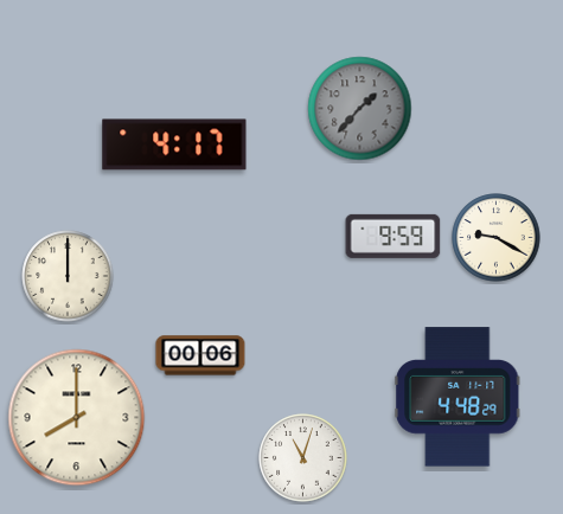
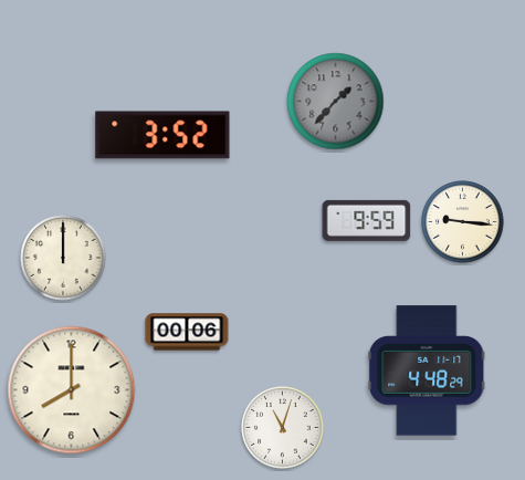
clock at (174, 144): 4:17 -> 3:52
clock at (497, 238): 9:20 -> 9:16
